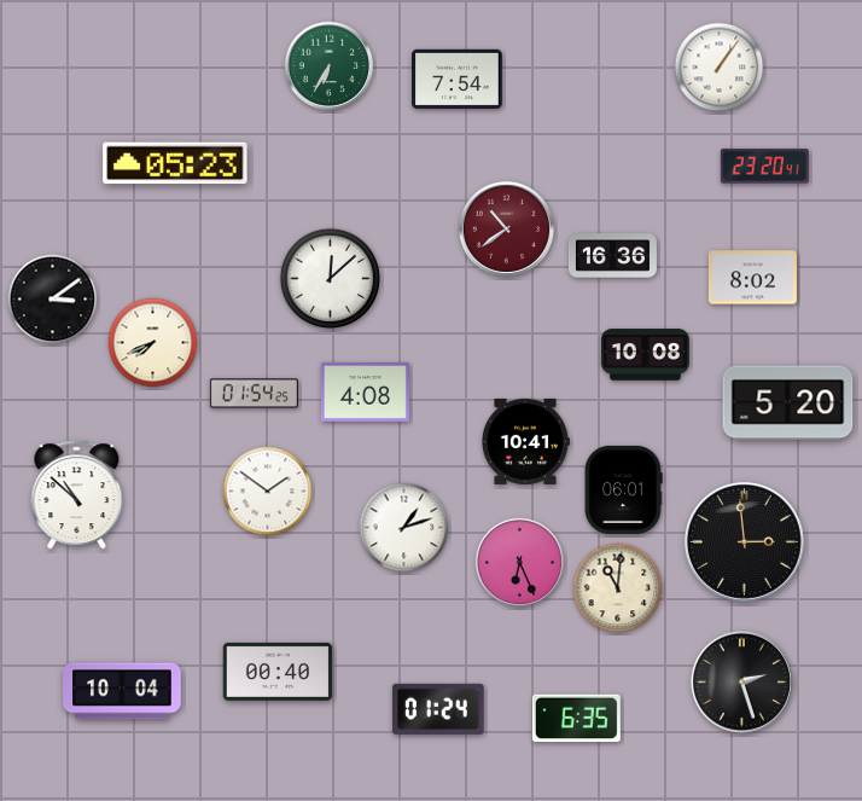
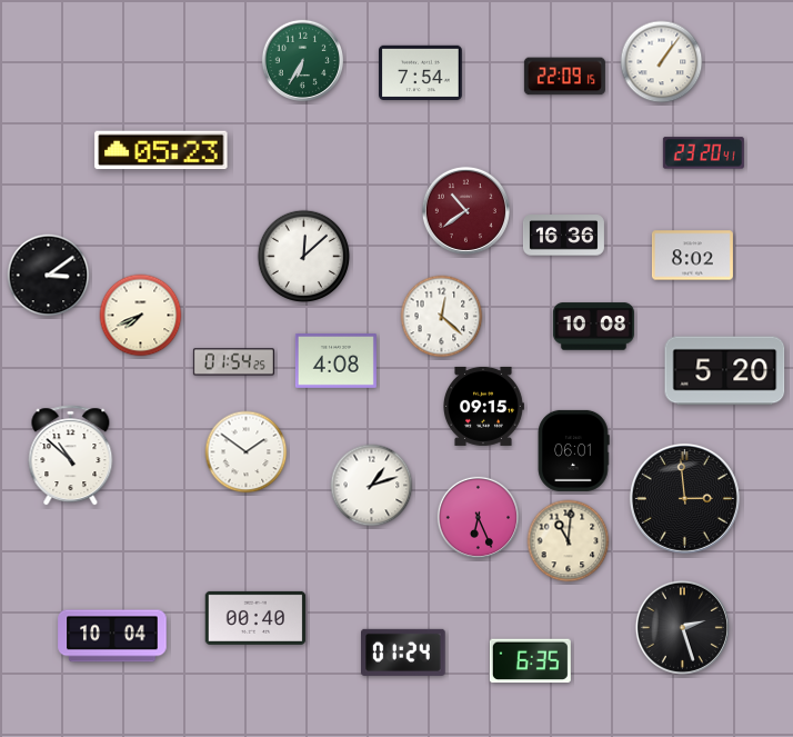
clock at (564, 77): none -> 22:09
clock at (442, 317): none -> 12:22
clock at (526, 441): 10:41 -> 09:15
